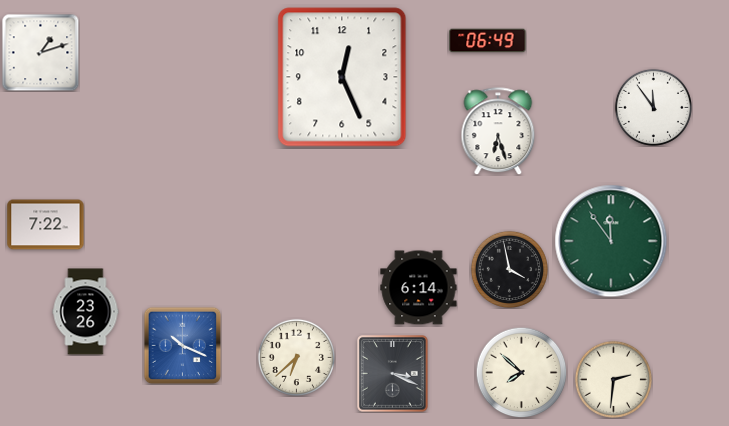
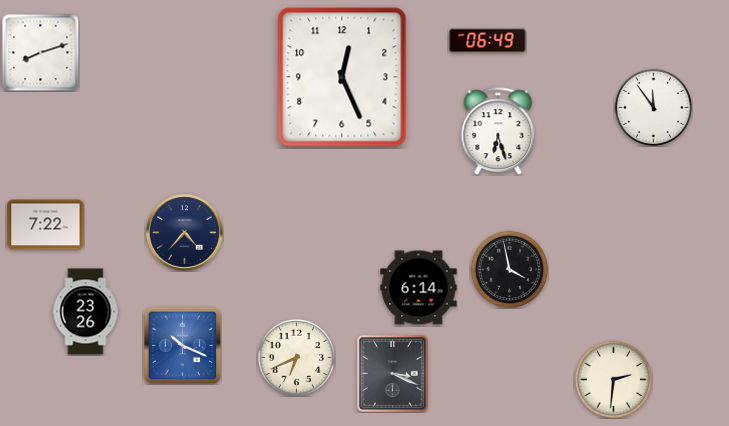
clock at (40, 52): 1:12 -> 8:12
clock at (185, 233): none -> 4:37
clock at (611, 241): 11:54 -> none
clock at (296, 357): 6:38 -> 6:41
clock at (521, 372): 7:52 -> none
